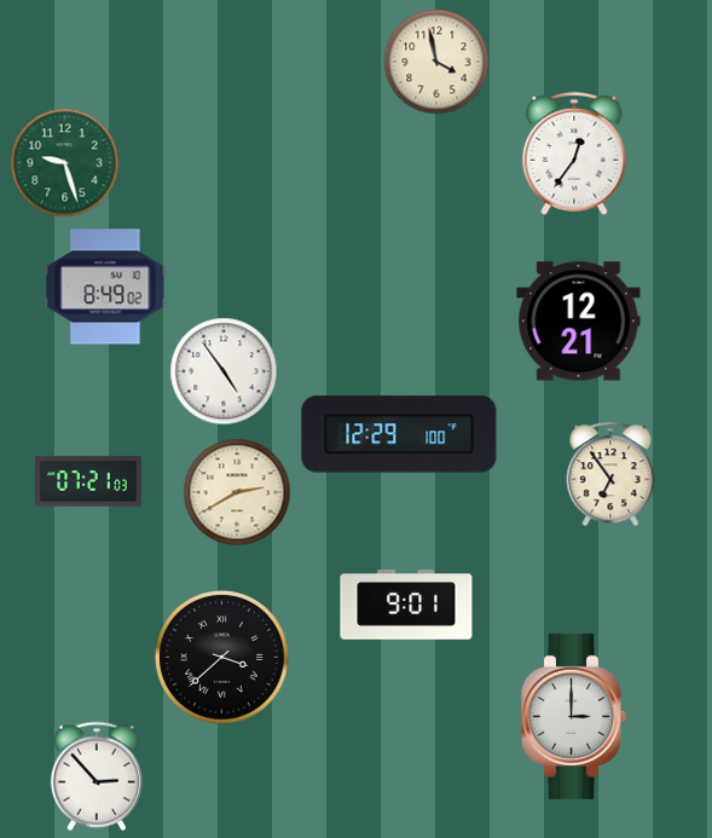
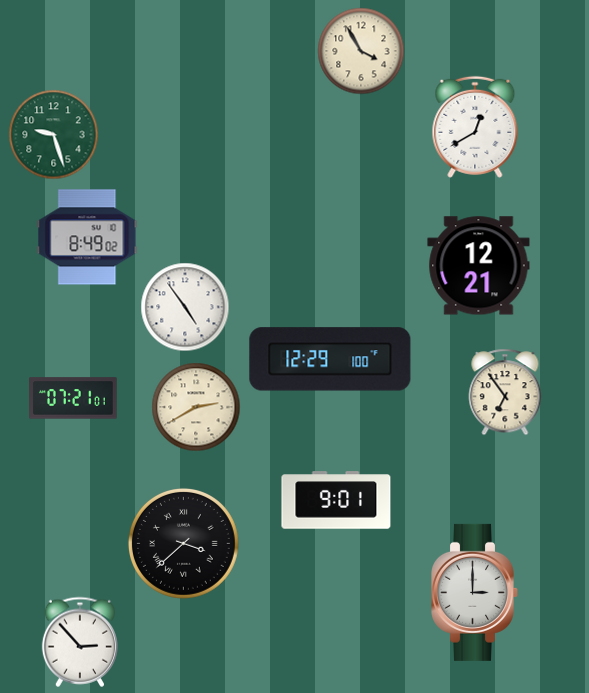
clock at (436, 62): 3:58 -> 3:55
clock at (574, 154): 12:36 -> 12:40
clock at (89, 481): 07:21:03 -> 07:21:01
